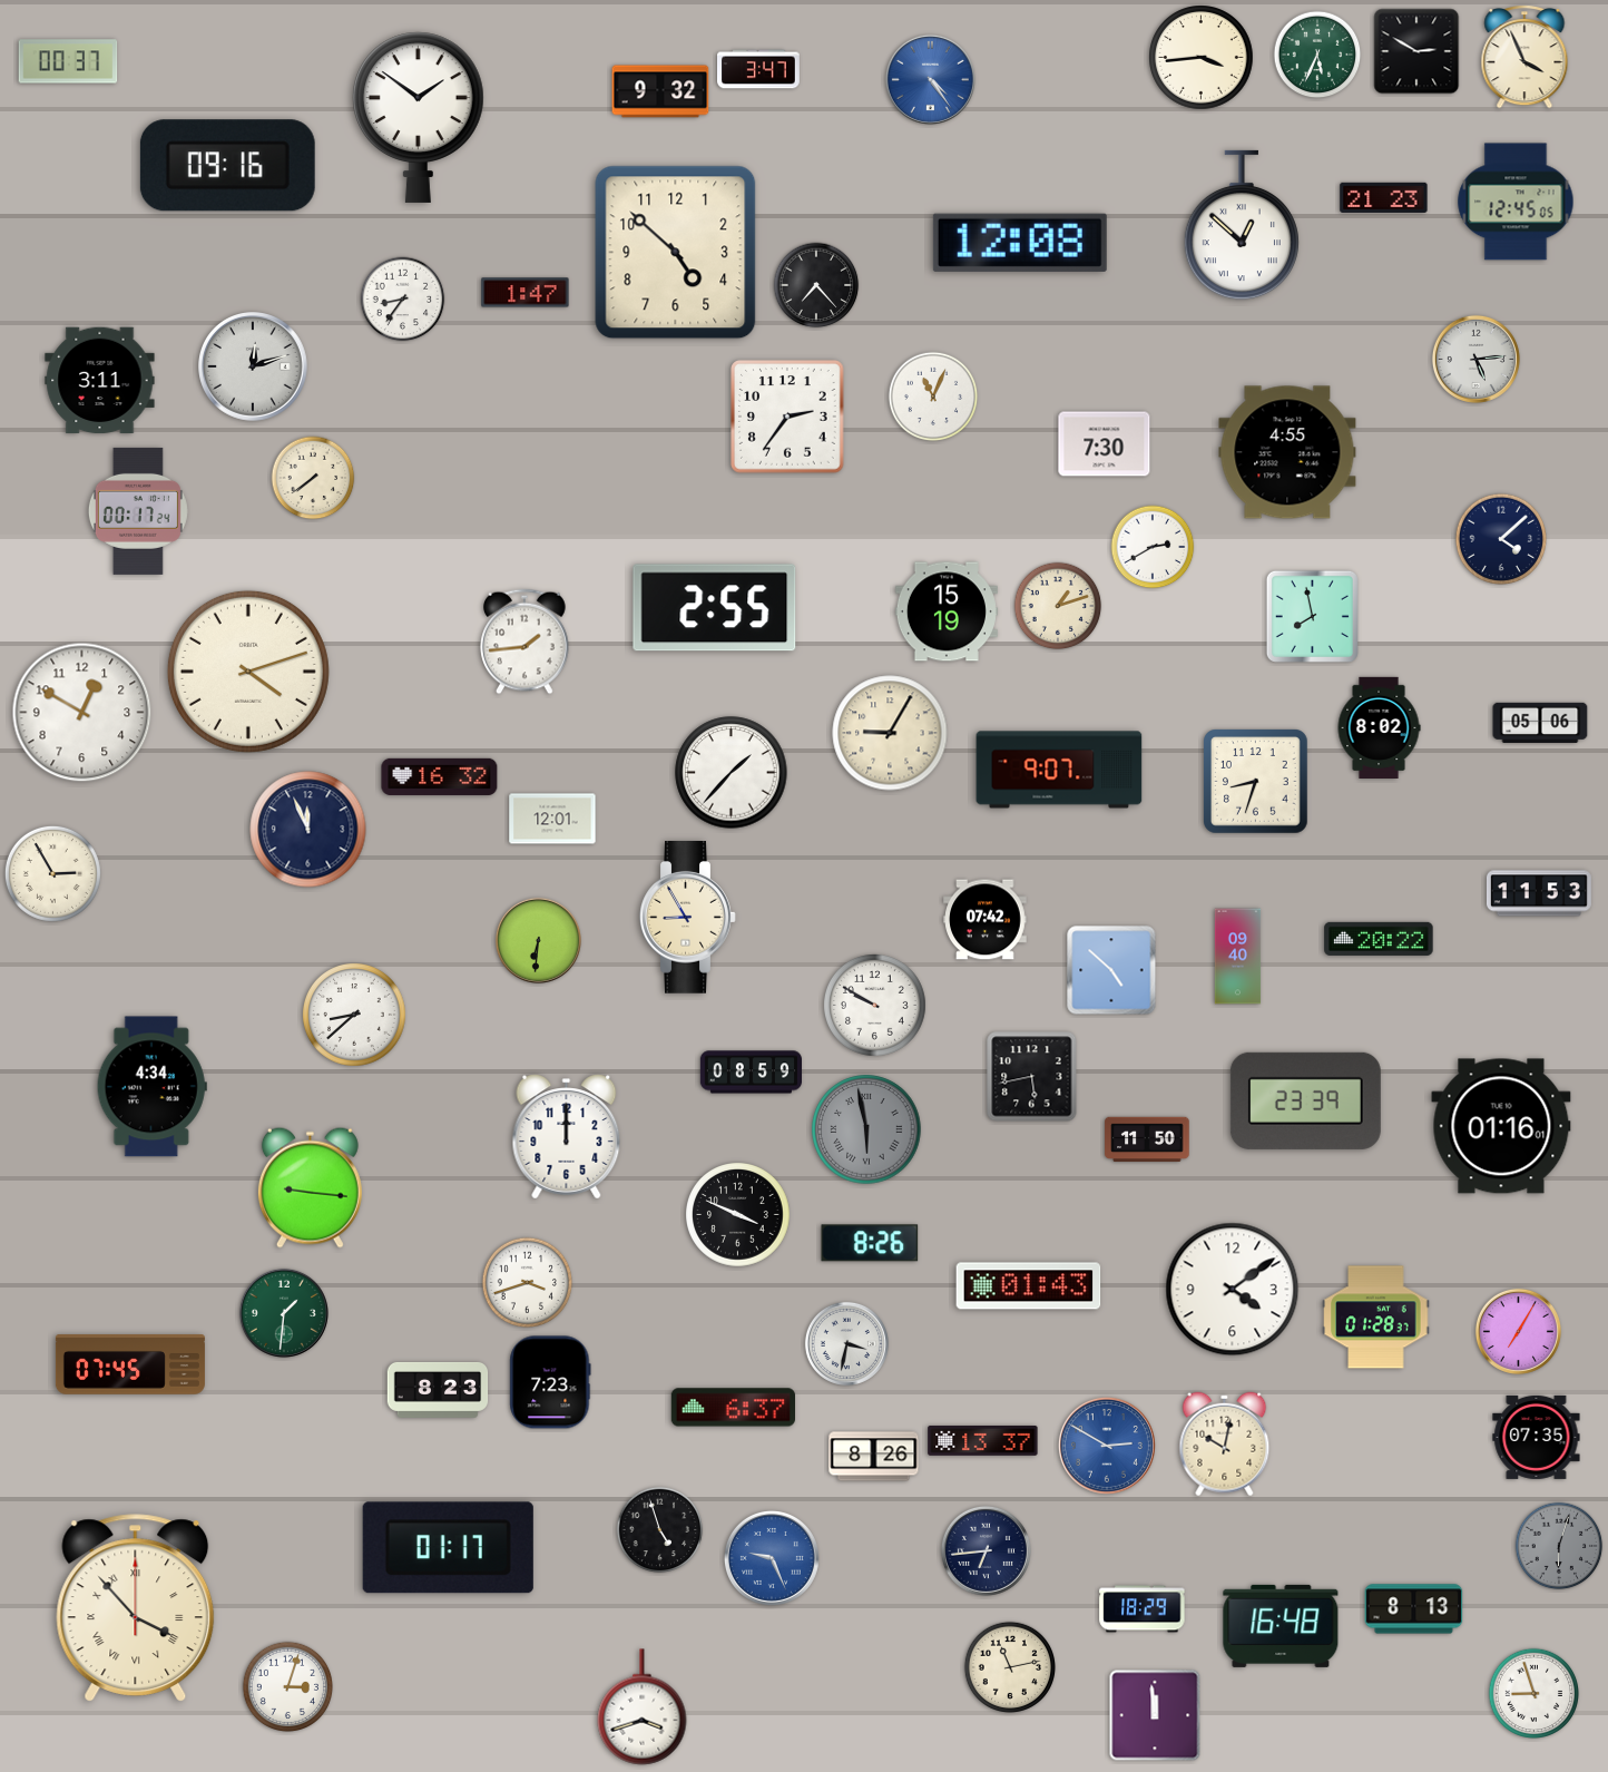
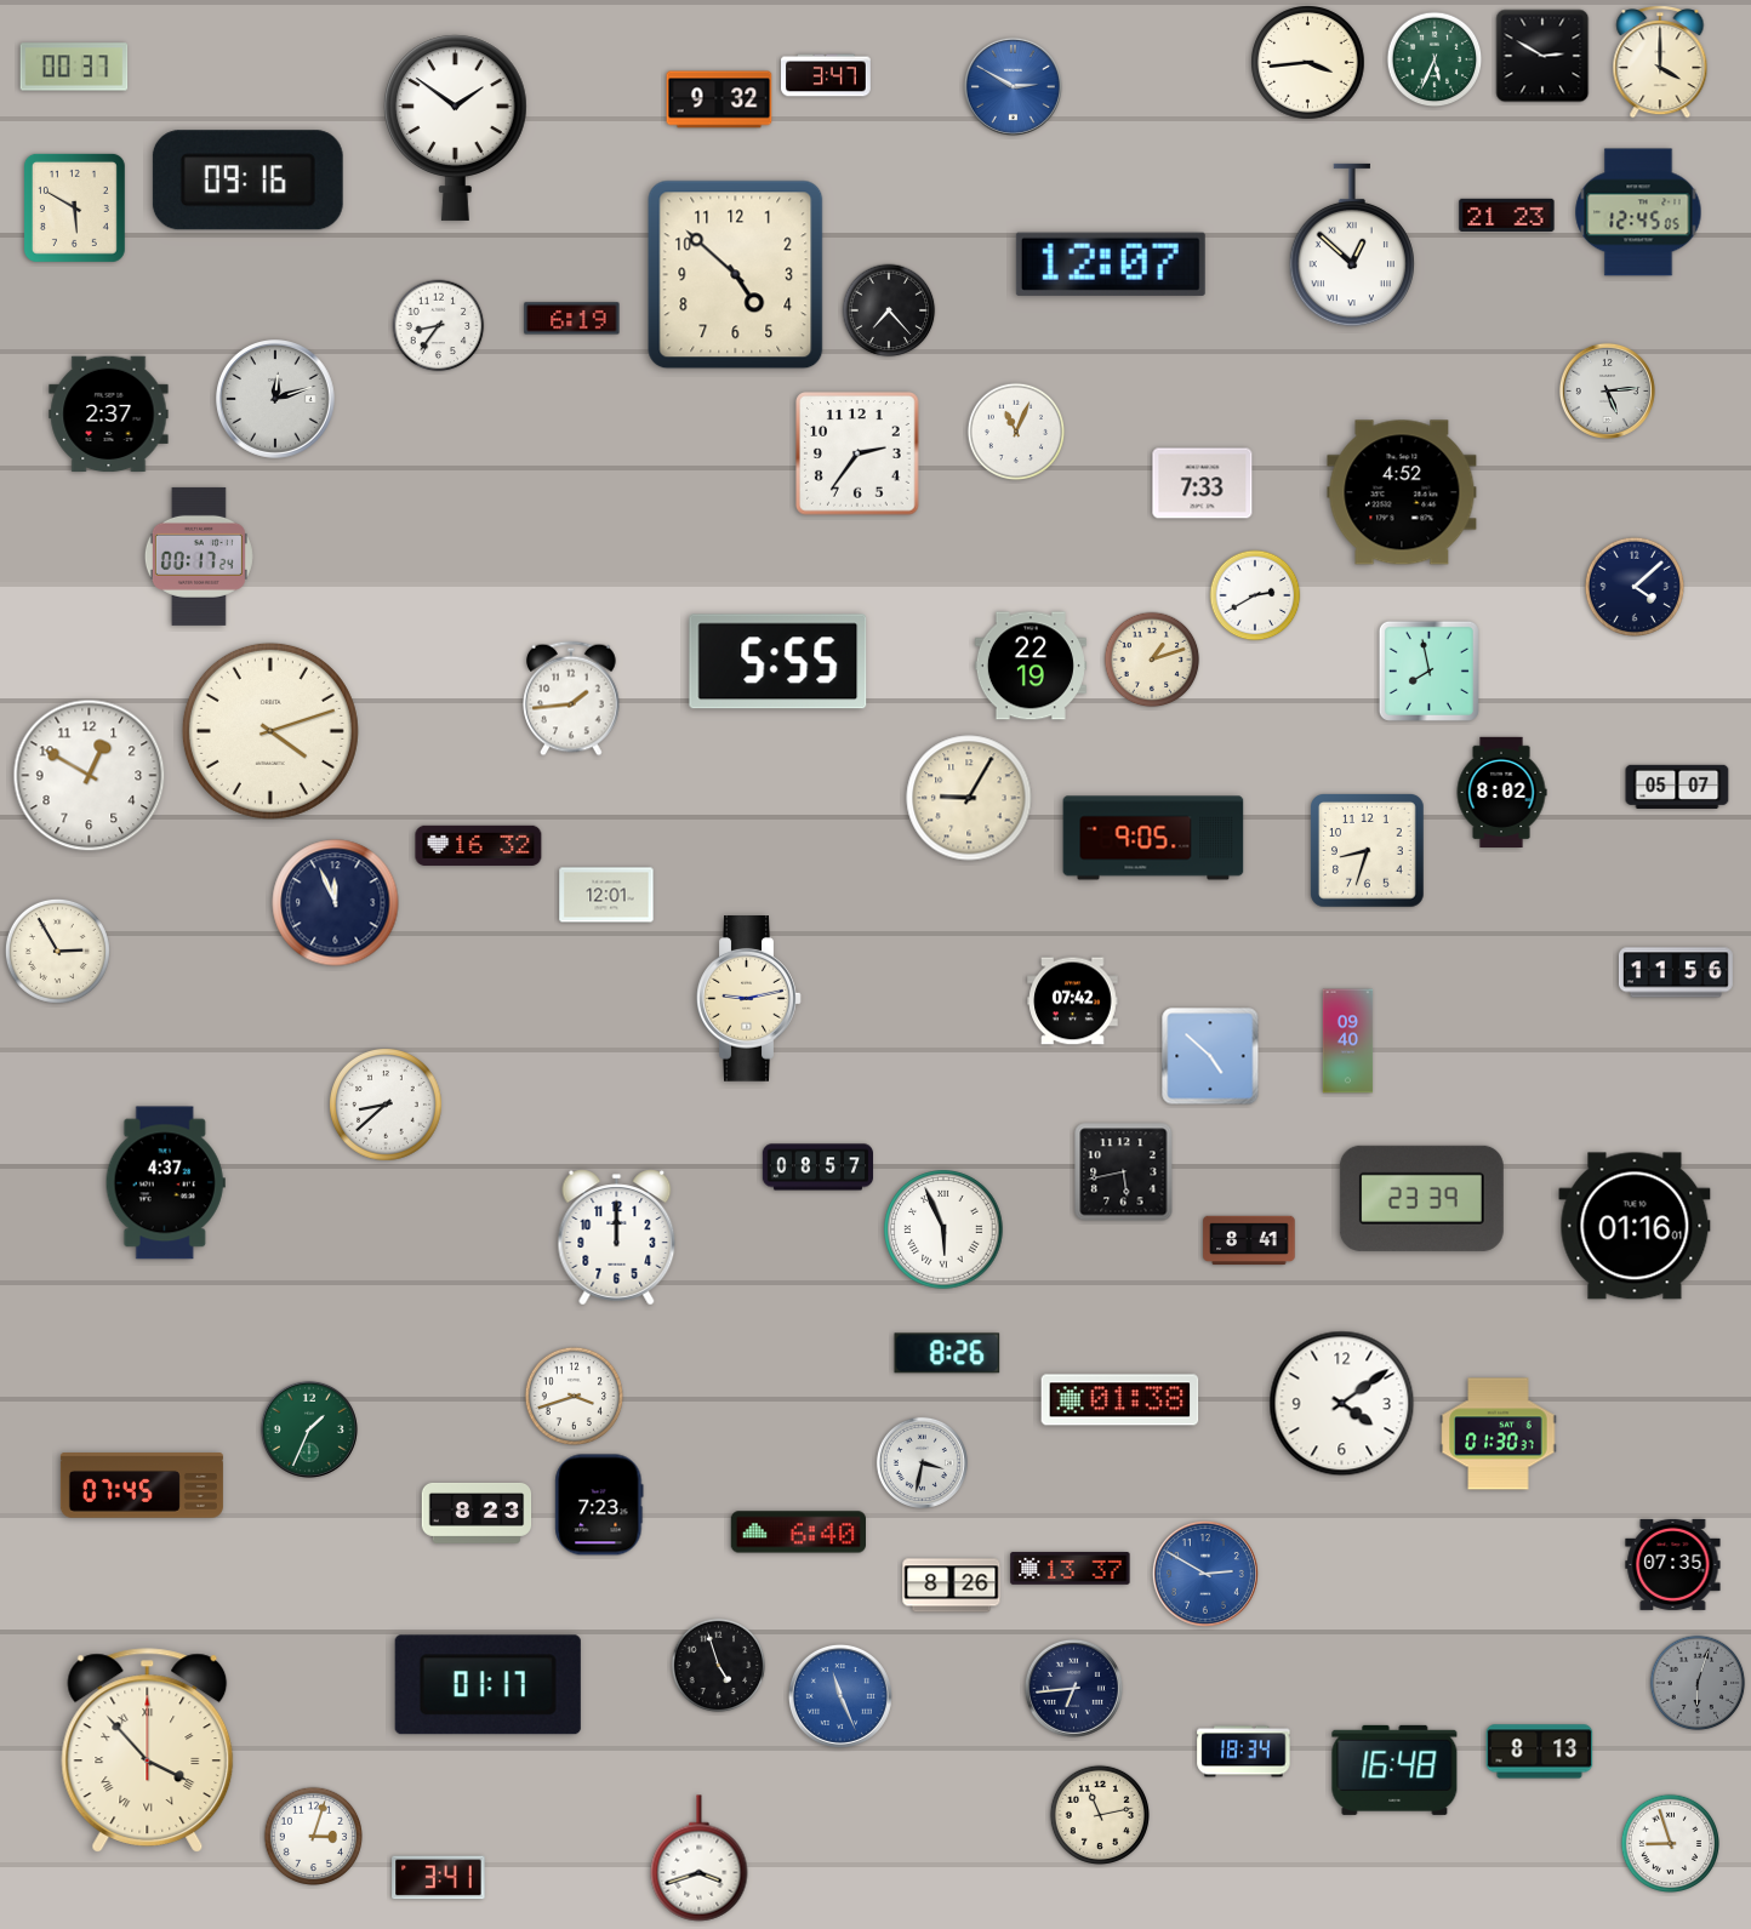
clock at (1524, 58): 3:56 -> 4:00
clock at (930, 79): 4:24 -> 2:50
clock at (74, 207): none -> 5:50
clock at (1516, 202) position: (1516, 202) -> (1638, 212)
clock at (1020, 243): 12:08 -> 12:07
clock at (526, 293): 1:47 -> 6:19
clock at (100, 381): 3:11 -> 2:37
clock at (1105, 444): 7:30 -> 7:33
clock at (1287, 452): 4:55 -> 4:52
clock at (313, 478): 7:39 -> none
clock at (138, 511) position: (138, 511) -> (199, 557)
clock at (715, 608): 2:55 -> 5:55
clock at (947, 611): 15:19 -> 22:19
clock at (1540, 723): 05:06 -> 05:07
clock at (1059, 770): 9:07 -> 9:05
clock at (732, 773): 1:37 -> none
clock at (552, 819) position: (552, 819) -> (606, 895)
clock at (1539, 893): 11:53 -> 11:56
clock at (688, 918): 8:55 -> 9:13
clock at (1379, 939): 20:22 -> none
clock at (538, 940): 6:31 -> none
clock at (875, 1006): 9:50 -> none
clock at (751, 1073): 08:59 -> 08:57
clock at (151, 1087): 4:34 -> 4:37
clock at (866, 1129): 5:58 -> 5:56
clock at (866, 1129) dial: grey -> white
clock at (1147, 1139): 11:50 -> 8:41
clock at (310, 1187): 9:16 -> none
clock at (738, 1215): 3:49 -> none
clock at (1029, 1286): 01:43 -> 01:38
clock at (284, 1313): 1:31 -> 1:34
clock at (1376, 1318): 01:28 -> 01:30
clock at (1518, 1331): 7:05 -> none
clock at (733, 1408): 6:37 -> 6:40
clock at (1225, 1445): 10:02 -> none
clock at (772, 1558): 9:26 -> 11:26
clock at (1143, 1609): 18:29 -> 18:34
clock at (1155, 1715): 11:59 -> none
clock at (439, 1878): none -> 3:41
